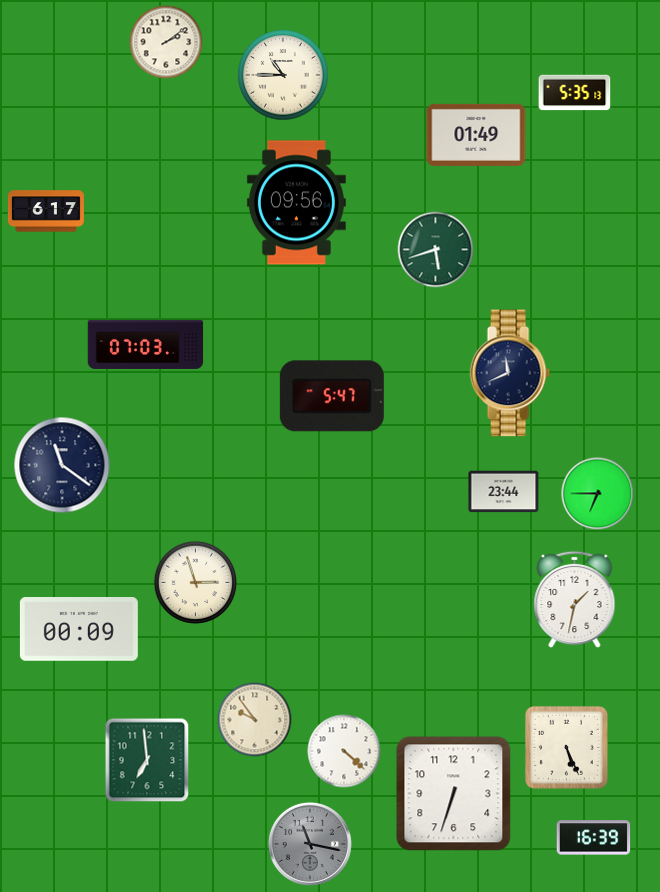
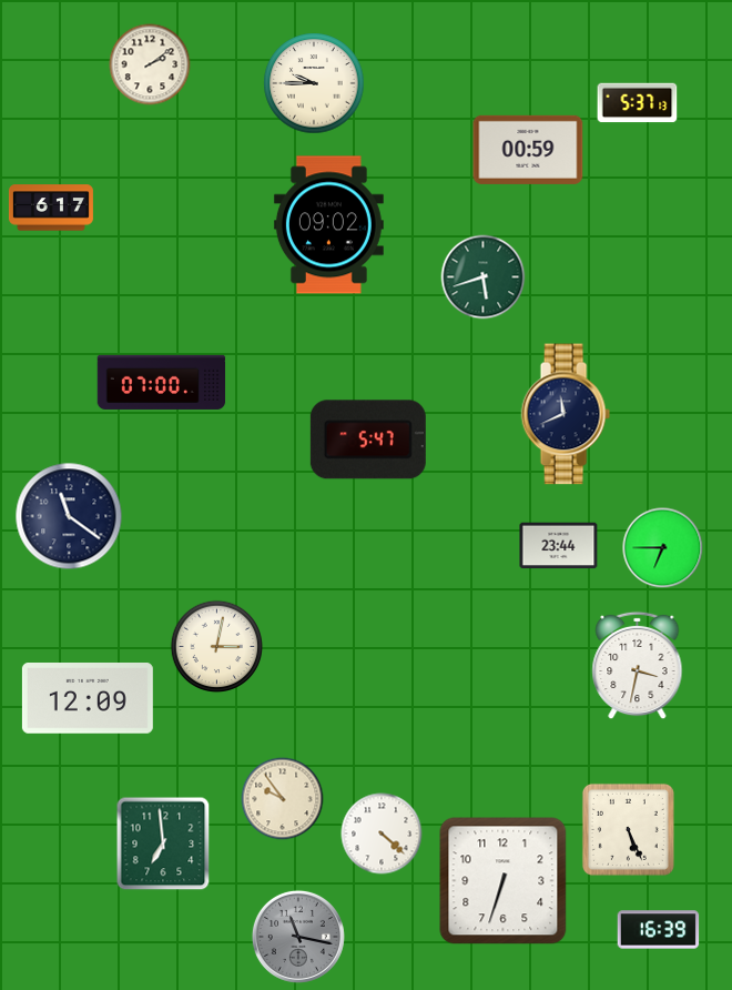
clock at (166, 42) position: (166, 42) -> (150, 64)
clock at (283, 75): 10:45 -> 9:45
clock at (575, 93): 5:35 -> 5:37
clock at (476, 135): 01:49 -> 00:59
clock at (296, 203): 09:56 -> 09:02
clock at (46, 211) position: (46, 211) -> (51, 208)
clock at (146, 344): 07:03 -> 07:00
clock at (196, 583): 2:57 -> 3:02
clock at (575, 600): 1:32 -> 3:32
clock at (79, 630): 00:09 -> 12:09
clock at (310, 844) position: (310, 844) -> (298, 937)
